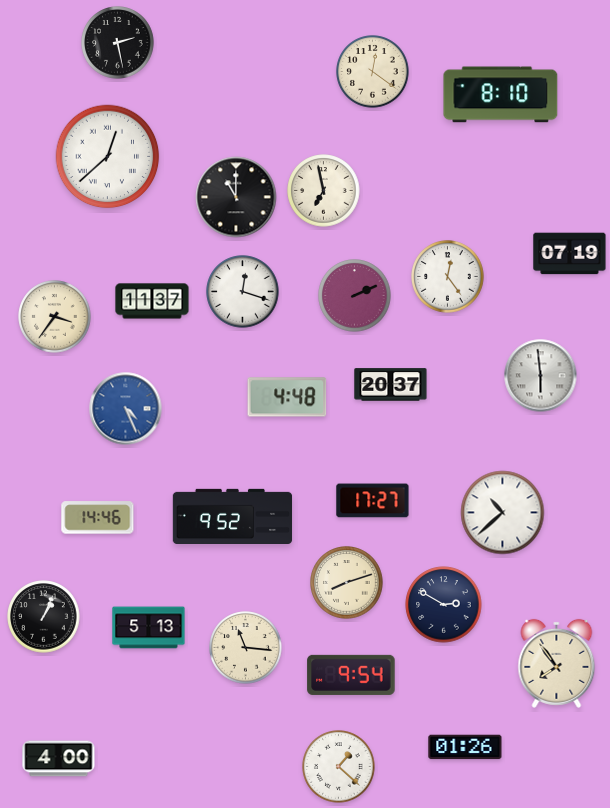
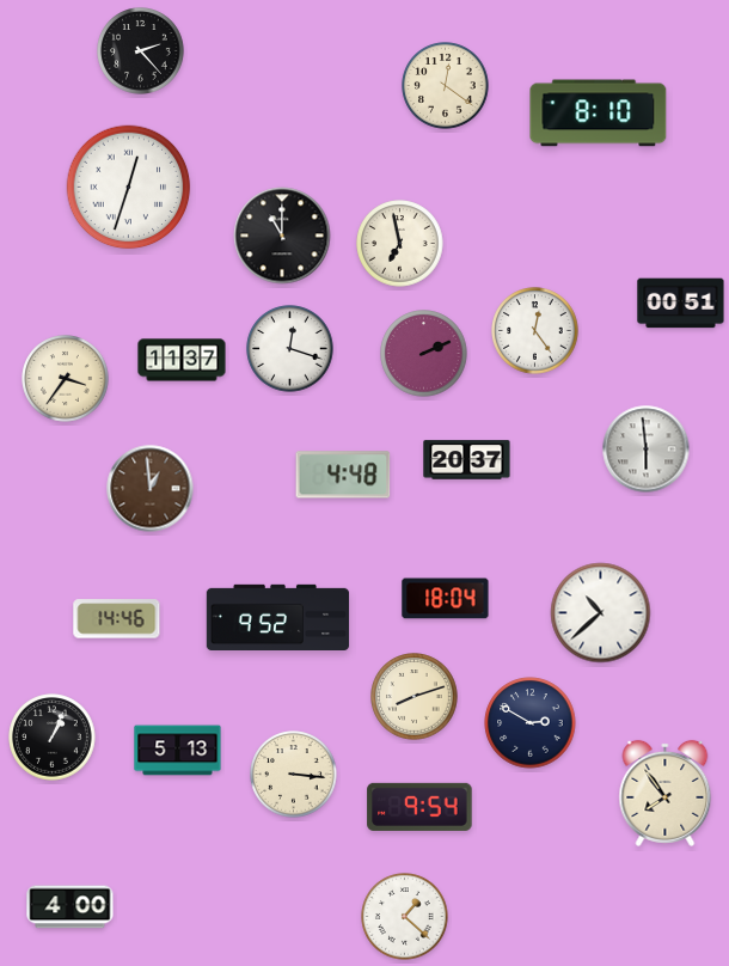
clock at (118, 43): 2:28 -> 2:23
clock at (108, 157): 12:38 -> 12:33
clock at (324, 191) position: (324, 191) -> (400, 244)
clock at (570, 254): 07:19 -> 00:51
clock at (126, 409): 4:26 -> 12:59
clock at (126, 409) dial: blue -> brown
clock at (373, 501): 17:27 -> 18:04
clock at (246, 648): 11:16 -> 3:16
clock at (465, 747): 01:26 -> none
